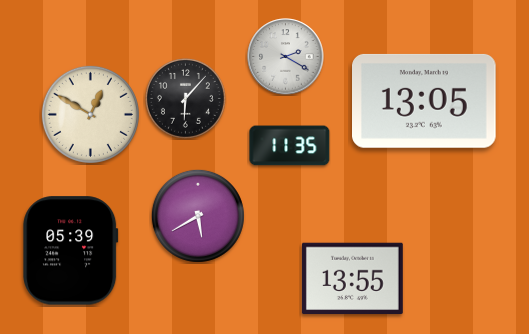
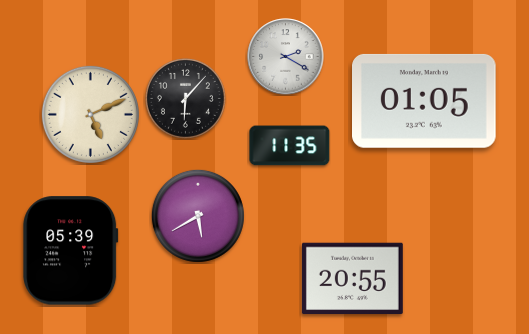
clock at (425, 101): 13:05 -> 01:05
clock at (90, 114): 12:50 -> 5:11
clock at (352, 279): 13:55 -> 20:55
